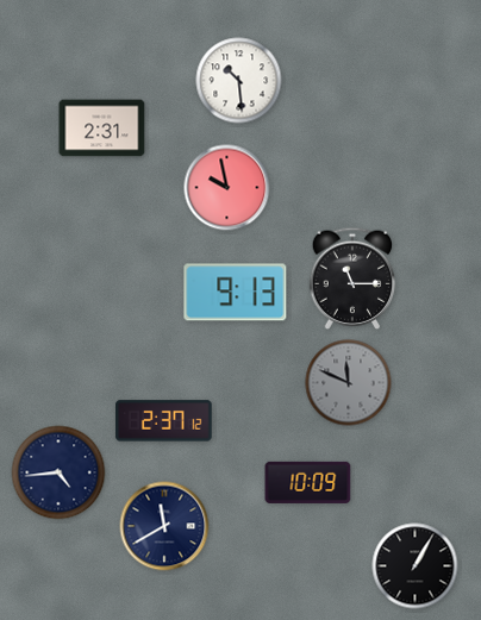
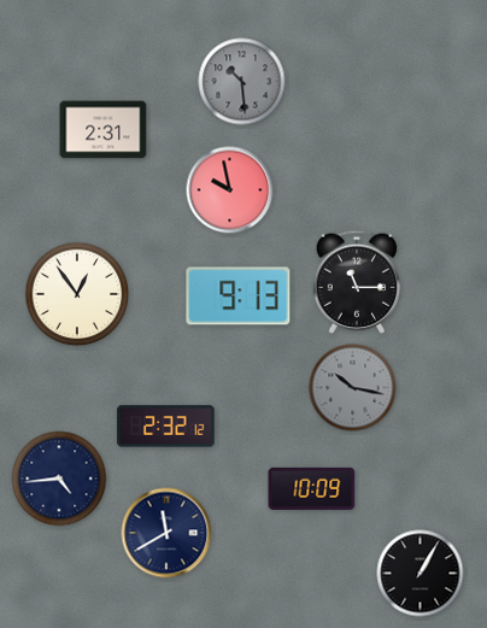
clock at (239, 81) dial: white -> grey
clock at (77, 294): none -> 12:54
clock at (349, 383): 11:49 -> 10:17
clock at (164, 421): 2:37 -> 2:32
